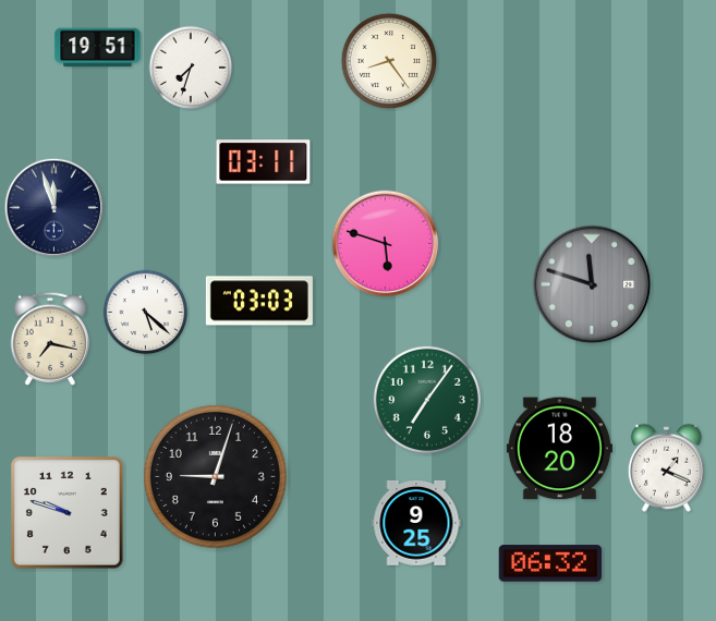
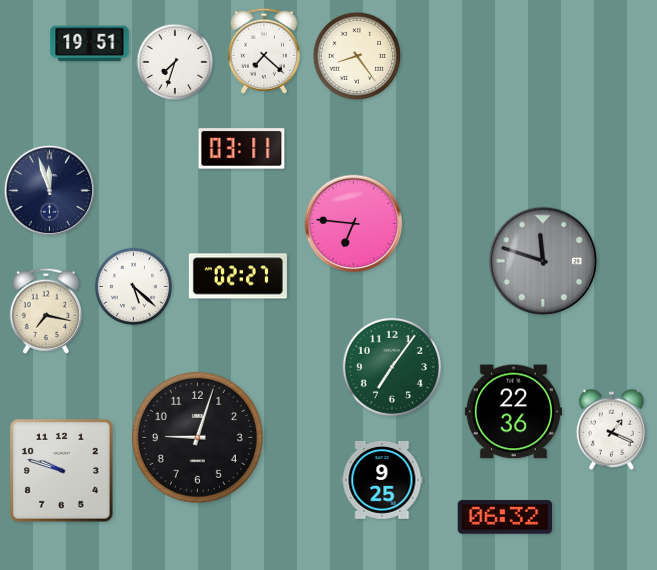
clock at (264, 51): none -> 7:22
clock at (386, 244): 5:48 -> 6:46
clock at (259, 301): 03:03 -> 02:27
clock at (559, 449): 18:20 -> 22:36
